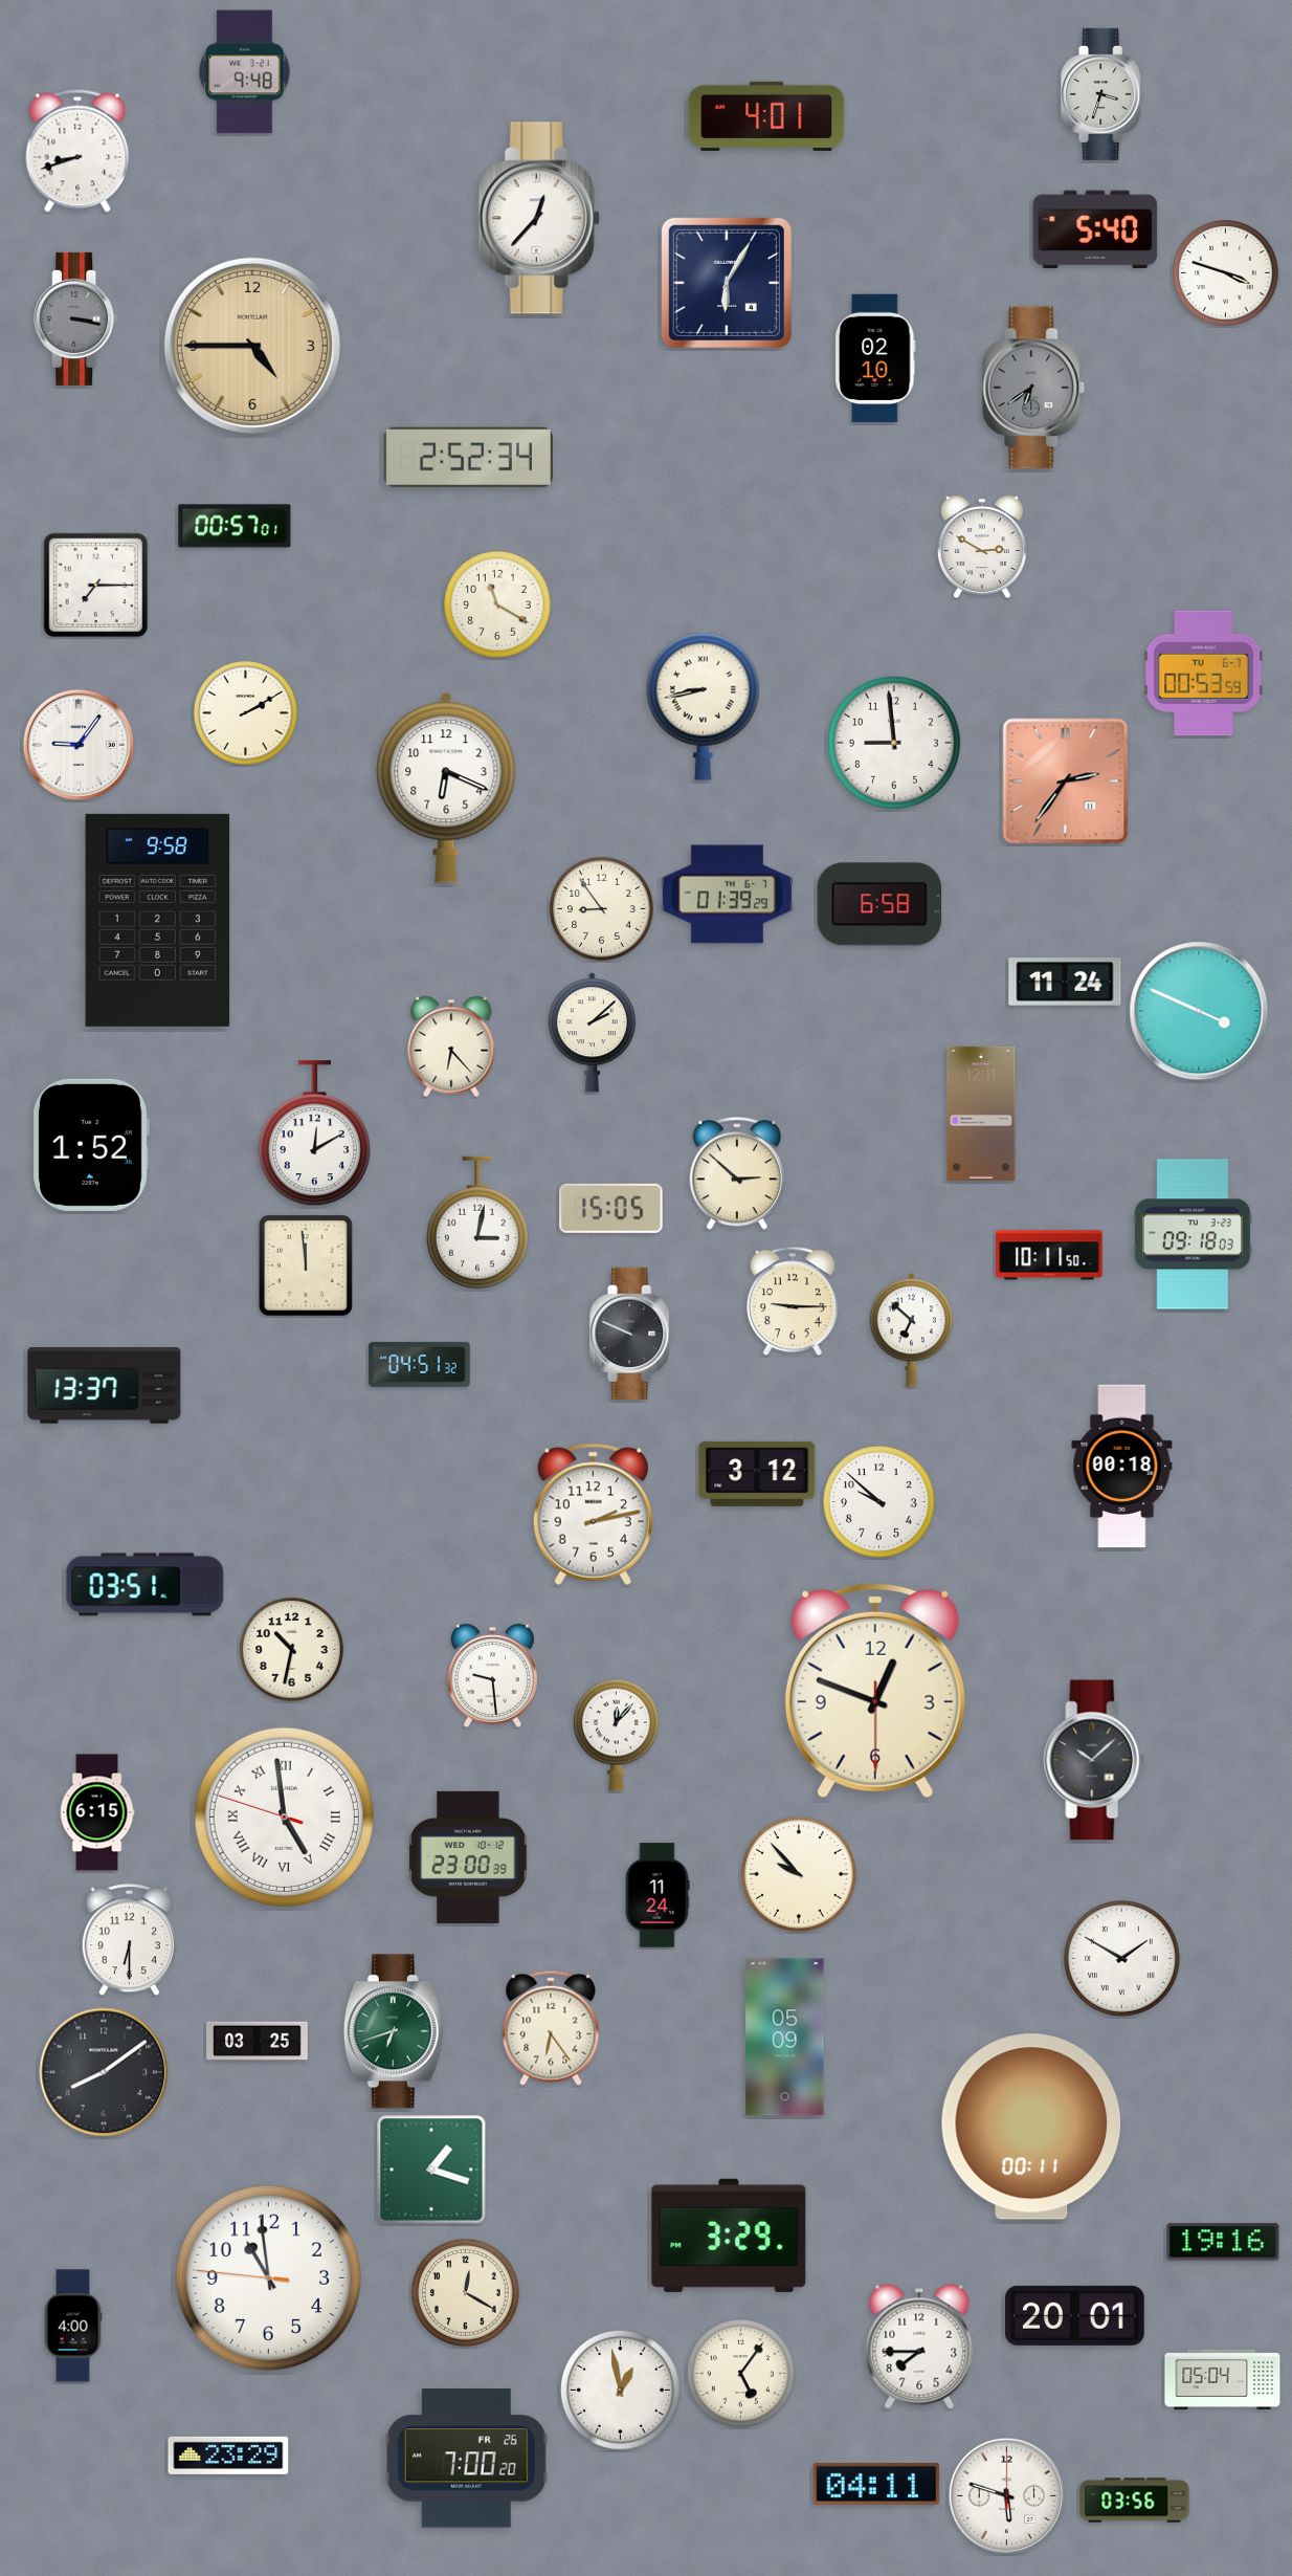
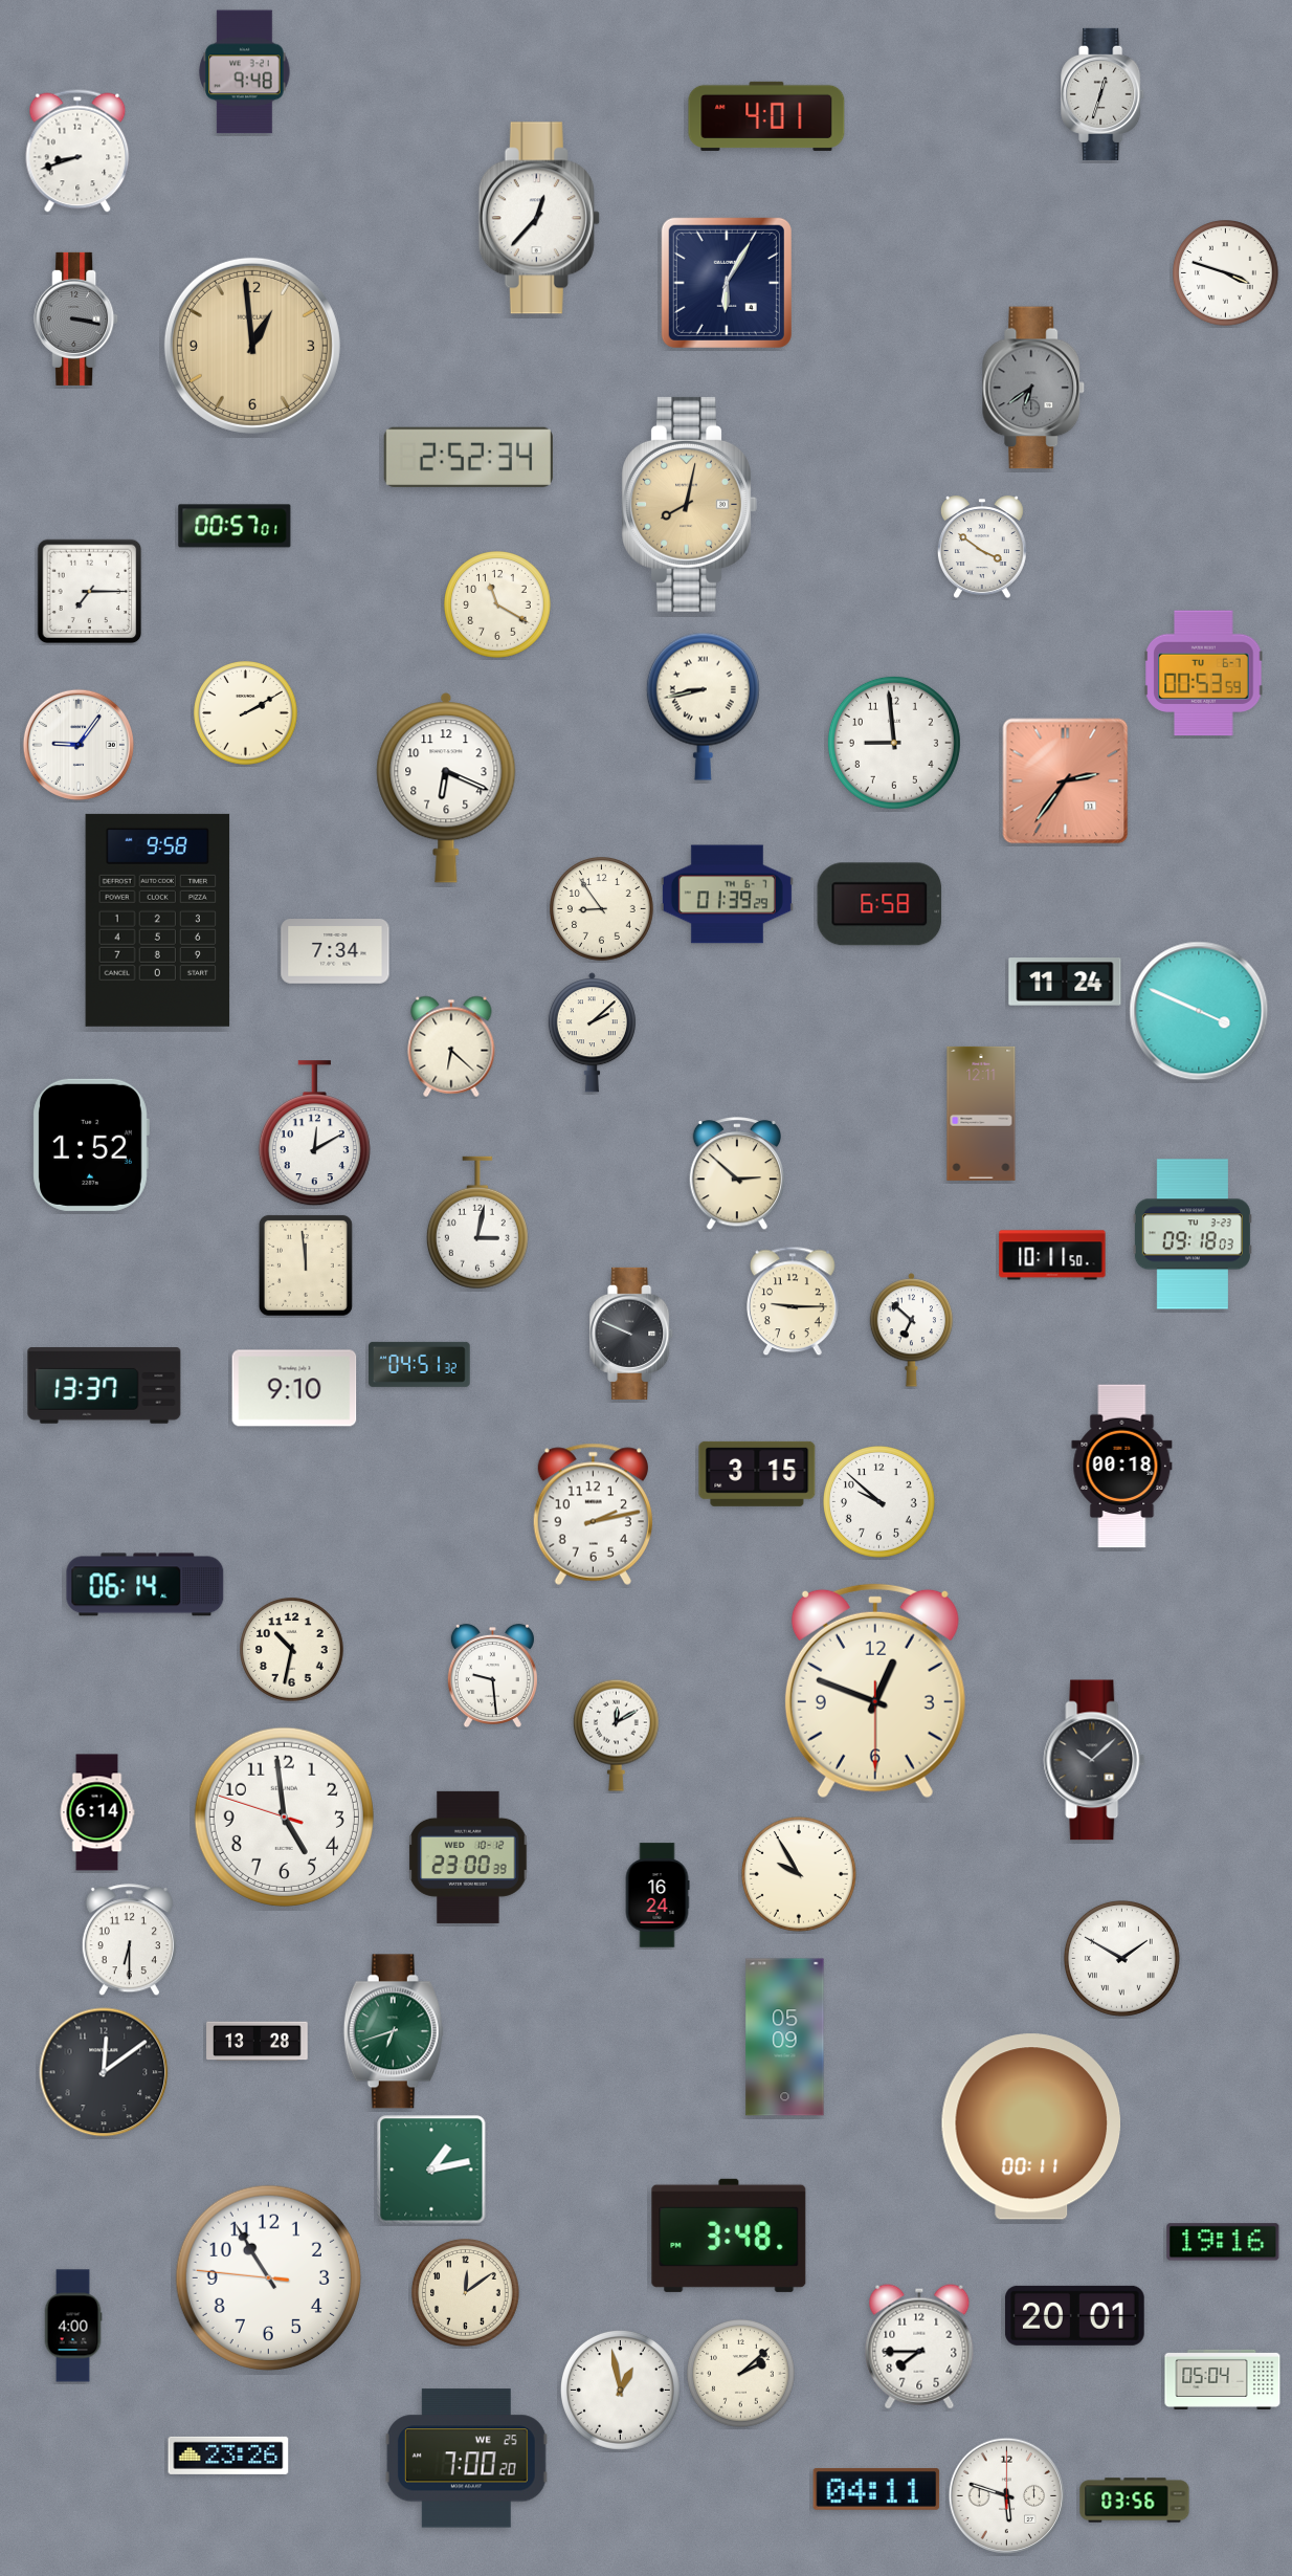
clock at (1104, 94): 3:33 -> 12:33
clock at (1095, 228): 5:40 -> none
clock at (252, 346): 4:45 -> 12:59
clock at (875, 358): 02:10 -> none
clock at (689, 504): none -> 8:02
clock at (982, 547): 2:50 -> 3:51
clock at (96, 586) position: (96, 586) -> (90, 592)
clock at (335, 951): none -> 7:34
clock at (451, 1047): 6:23 -> 6:22
clock at (611, 1208): 15:05 -> none
clock at (1049, 1255) position: (1049, 1255) -> (1052, 1255)
clock at (294, 1388): none -> 9:10
clock at (757, 1474): 3:12 -> 3:15
clock at (146, 1585): 03:51 -> 06:14
clock at (616, 1735): 12:07 -> 12:10
clock at (97, 1812): 6:15 -> 6:14
clock at (284, 1817) numerals: Roman -> Arabic
clock at (799, 1874): 9:53 -> 9:55
clock at (658, 1895): 11:24 -> 16:24
clock at (551, 2028): 6:24 -> none
clock at (258, 2042): 03:25 -> 13:28
clock at (104, 2072): 8:09 -> 12:09
clock at (431, 2170): 1:18 -> 1:13
clock at (729, 2236): 3:29 -> 3:48
clock at (268, 2277): 10:58 -> 10:54
clock at (466, 2293): 12:20 -> 12:09
clock at (741, 2374): 5:06 -> 2:08
clock at (228, 2456): 23:29 -> 23:26
clock at (466, 2459) date: FR 26 -> WE 25
clock at (876, 2485) position: (876, 2485) -> (876, 2490)
